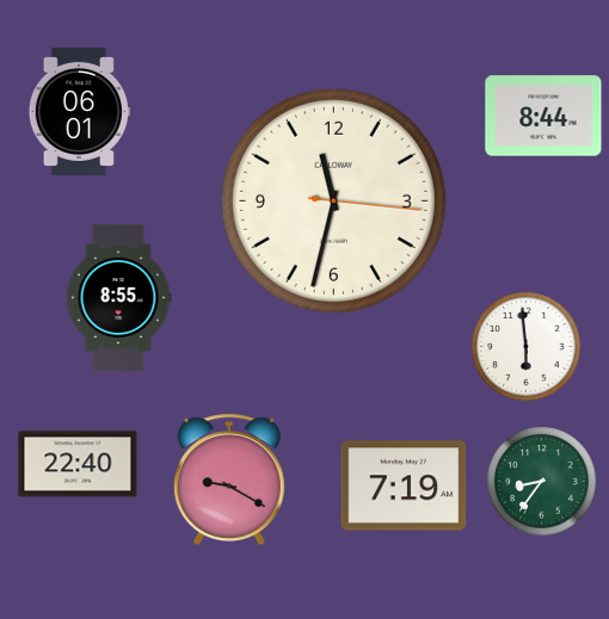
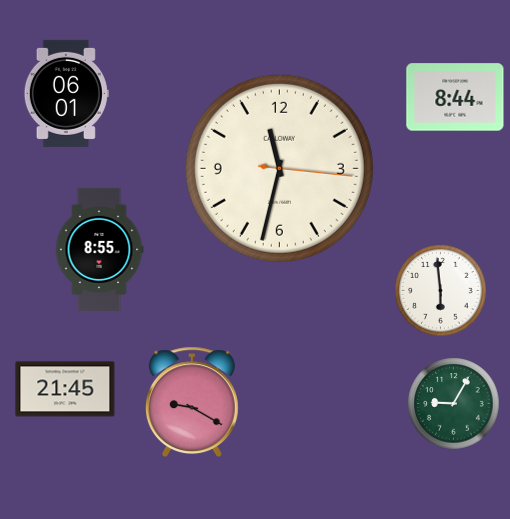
clock at (78, 464): 22:40 -> 21:45
clock at (542, 482): 8:36 -> 9:05
clock at (404, 485): 7:19 -> none
